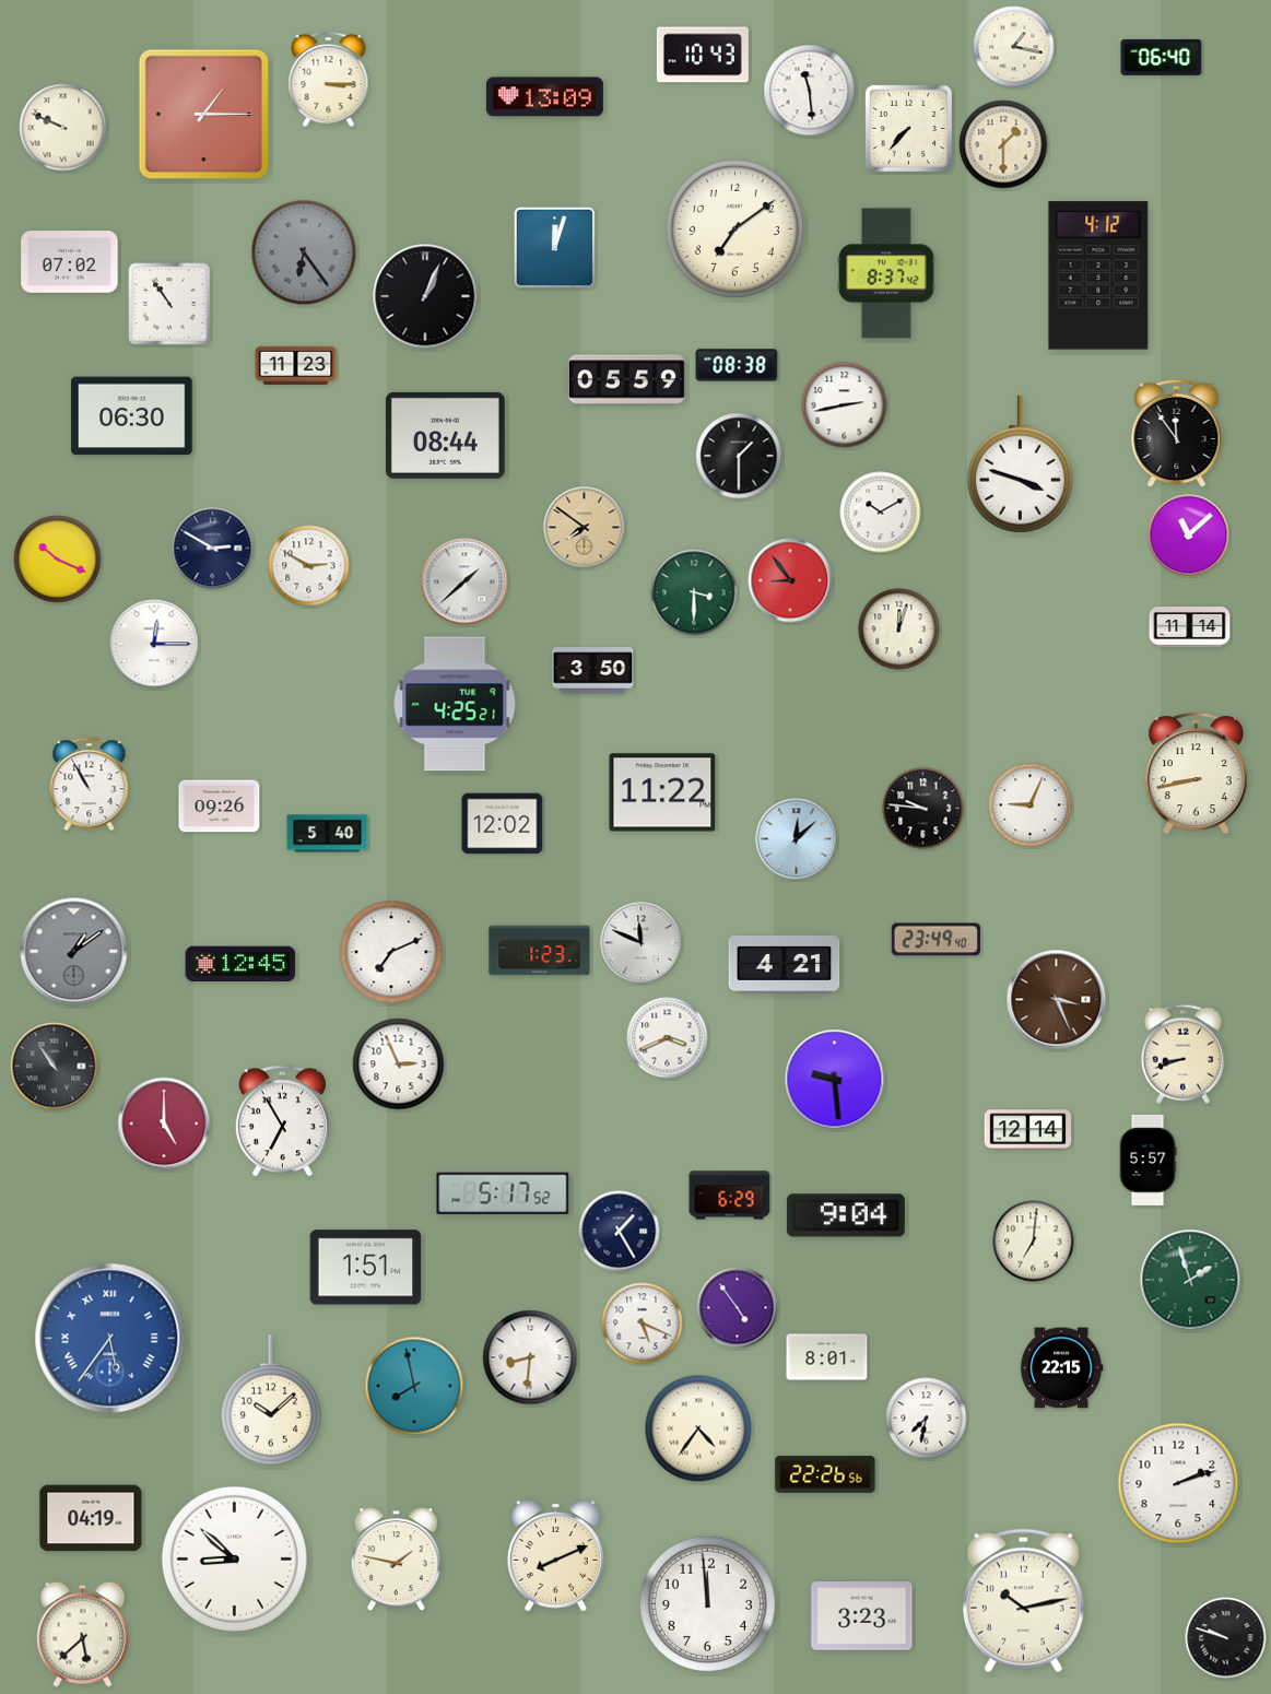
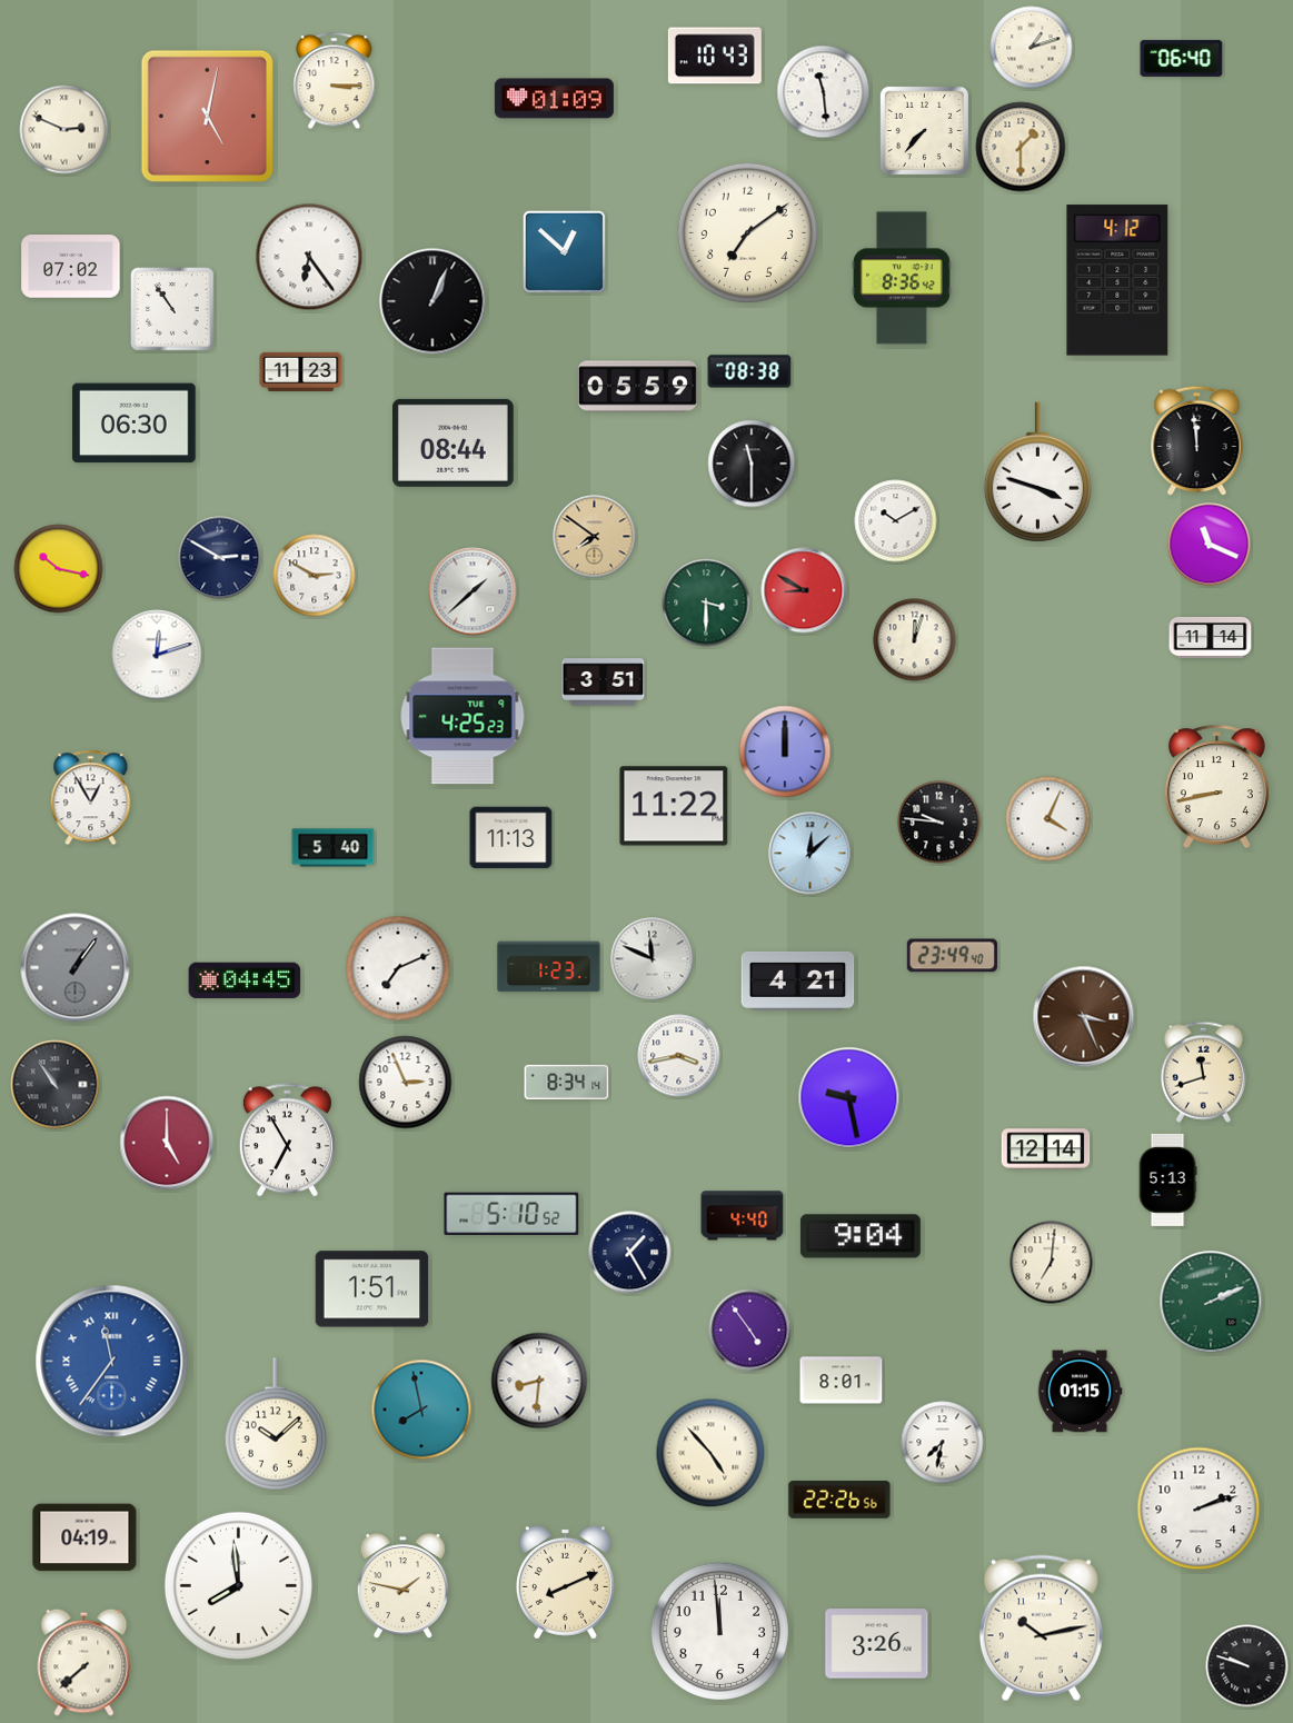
clock at (1014, 47): 1:17 -> 1:12
clock at (544, 97): 13:09 -> 01:09
clock at (203, 114): 1:15 -> 5:02
clock at (63, 128): 9:49 -> 2:49
clock at (554, 247): 12:03 -> 12:52
clock at (304, 252) dial: grey -> white
clock at (887, 273): 8:37 -> 8:36
clock at (845, 405): 2:43 -> none
clock at (1177, 434): 11:54 -> 11:59
clock at (739, 456): 1:30 -> 11:30
clock at (1189, 536): 11:08 -> 11:19
clock at (213, 549) position: (213, 549) -> (220, 558)
clock at (58, 560): 10:19 -> 10:17
clock at (790, 580): 8:54 -> 8:50
clock at (154, 644): 12:15 -> 12:12
clock at (593, 671): 3:50 -> 3:51
clock at (455, 704): 4:25:21 -> 4:25:23
clock at (785, 751): none -> 12:00
clock at (90, 785): 10:55 -> 12:55
clock at (1031, 805): 9:04 -> 4:04
clock at (220, 807): 09:26 -> none
clock at (503, 824): 12:02 -> 11:13
clock at (74, 952): 1:09 -> 1:06
clock at (240, 964): 12:45 -> 04:45
clock at (1057, 1000) position: (1057, 1000) -> (1084, 1017)
clock at (668, 1038): 3:41 -> 3:43
clock at (1182, 1054): 8:42 -> 11:42
clock at (567, 1082): none -> 8:34
clock at (835, 1080): 9:29 -> 9:28
clock at (1148, 1160): 5:57 -> 5:13
clock at (503, 1193): 5:17 -> 5:10
clock at (730, 1196): 6:29 -> 4:40
clock at (1190, 1280): 1:57 -> 2:11
clock at (643, 1324): 5:19 -> none
clock at (110, 1339): 5:36 -> 11:36
clock at (1061, 1368): 22:15 -> 01:15
clock at (698, 1428): 4:36 -> 4:53
clock at (91, 1518) position: (91, 1518) -> (84, 1537)
clock at (234, 1558): 8:52 -> 7:59
clock at (862, 1616): 3:23 -> 3:26
clock at (83, 1634): 5:38 -> 7:38
